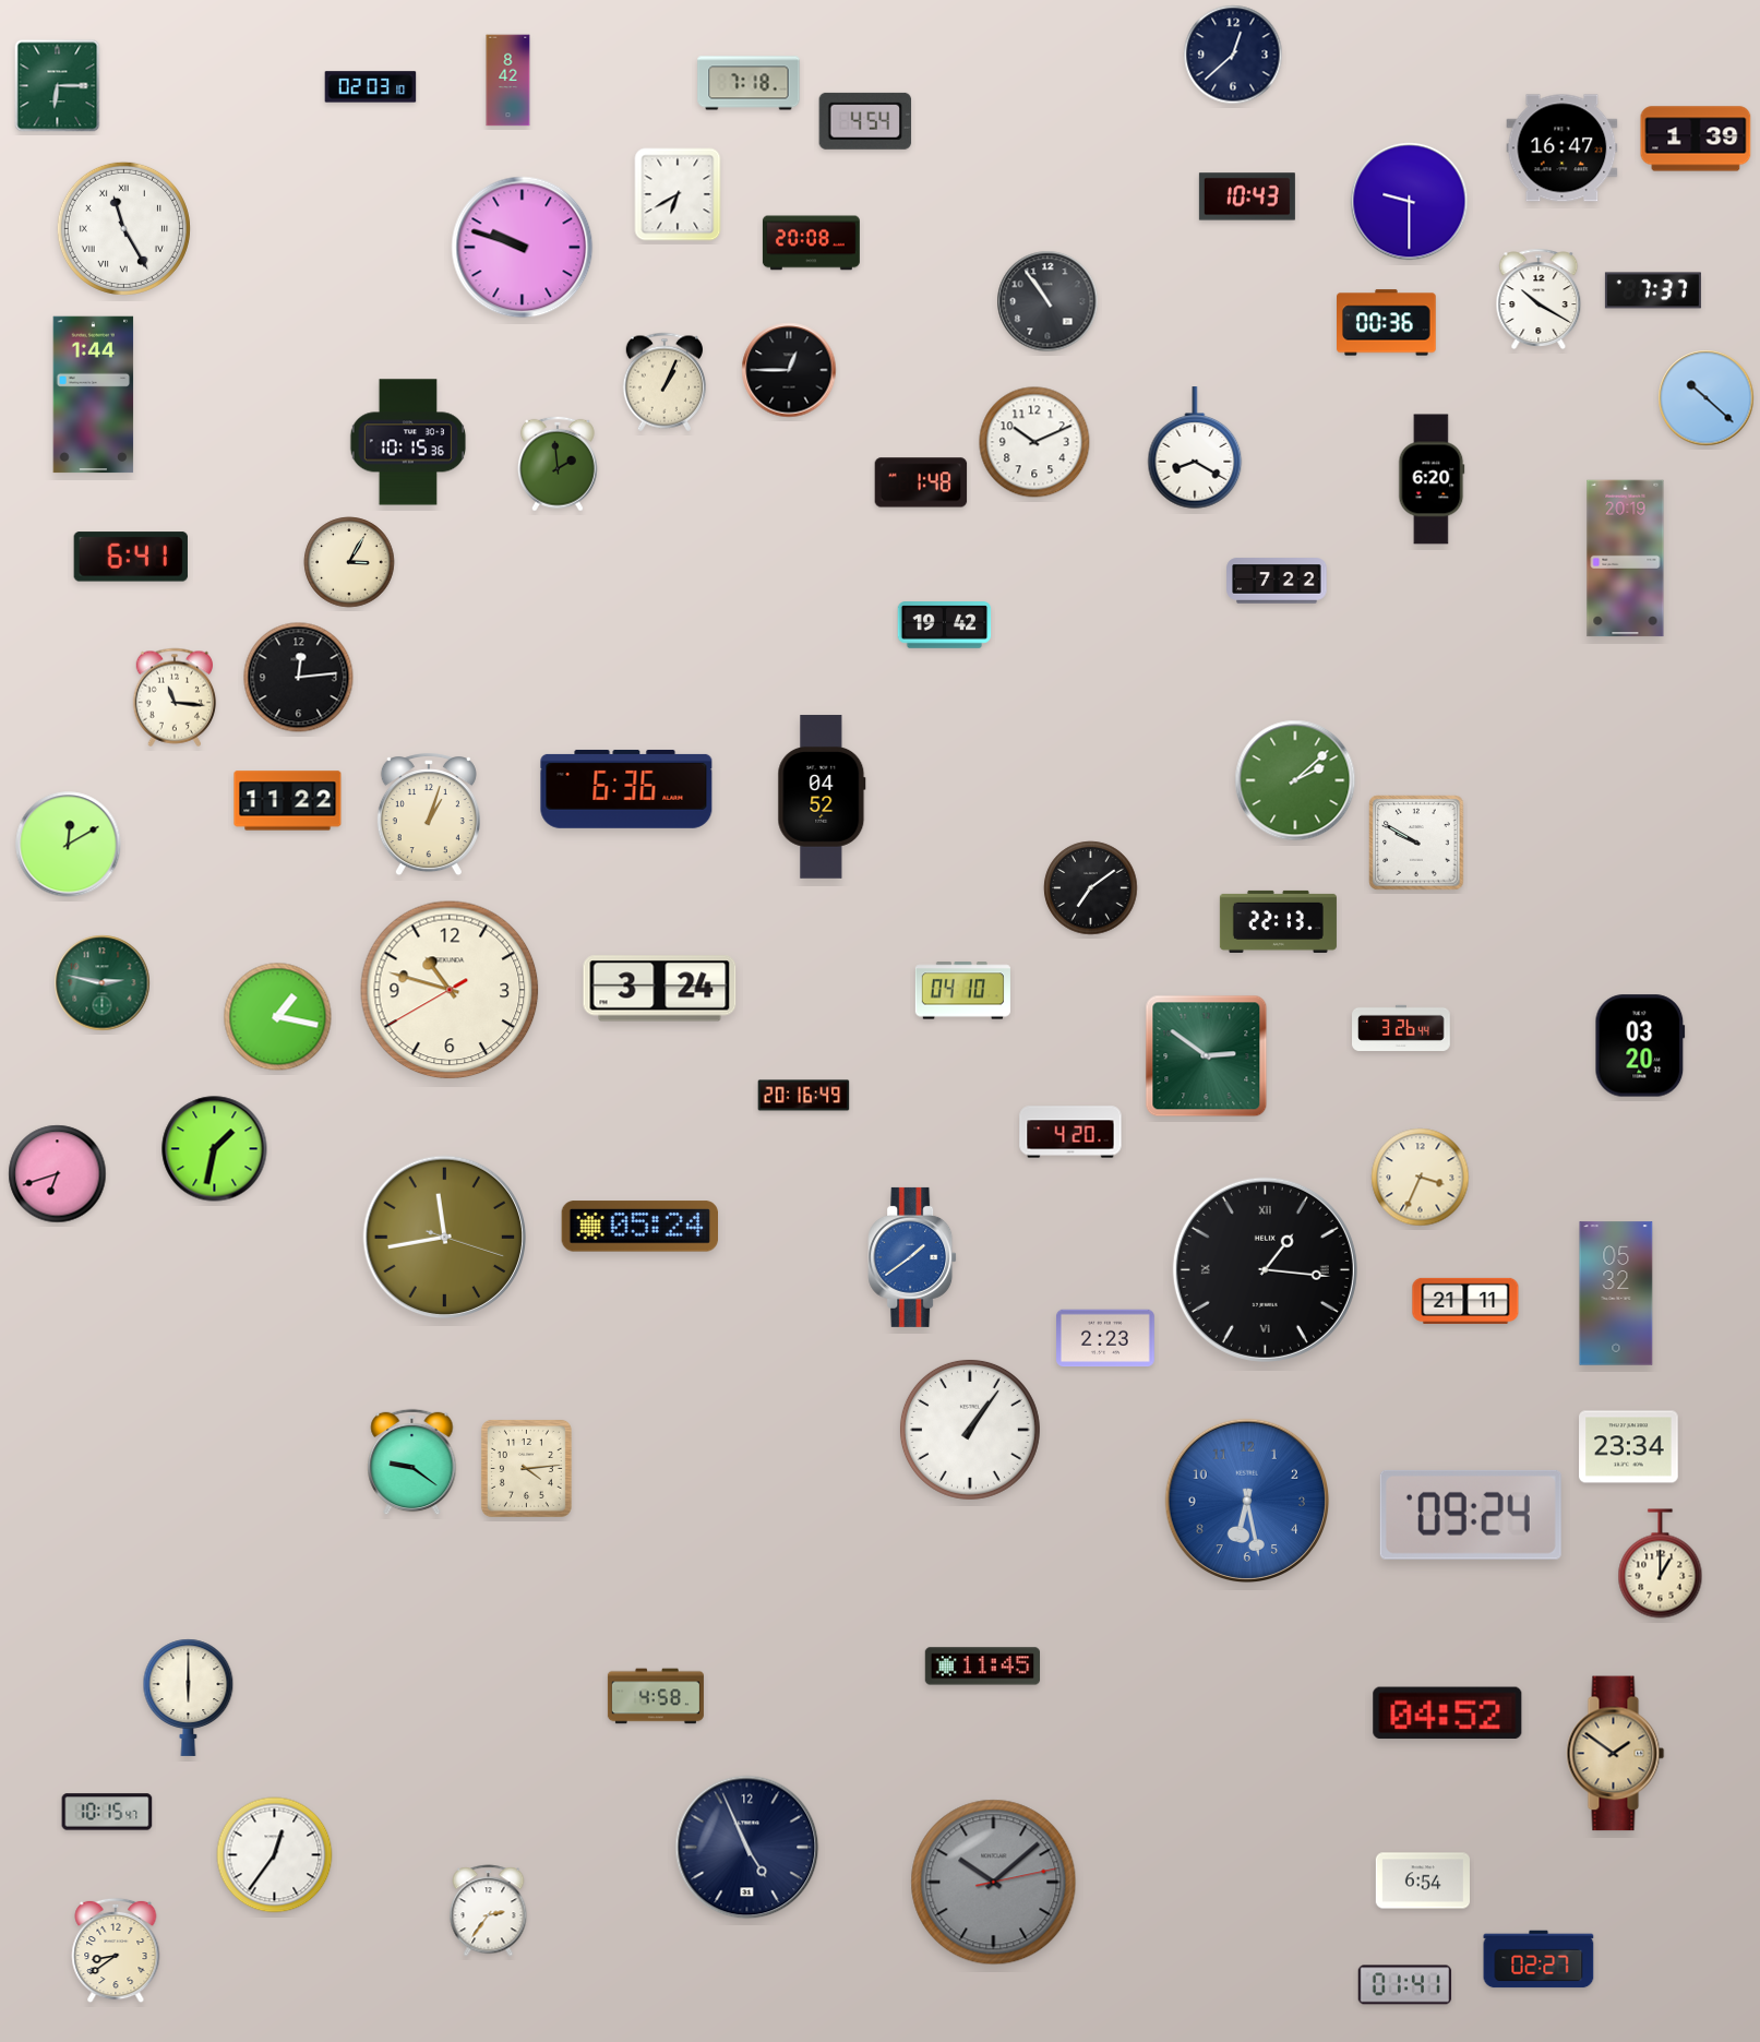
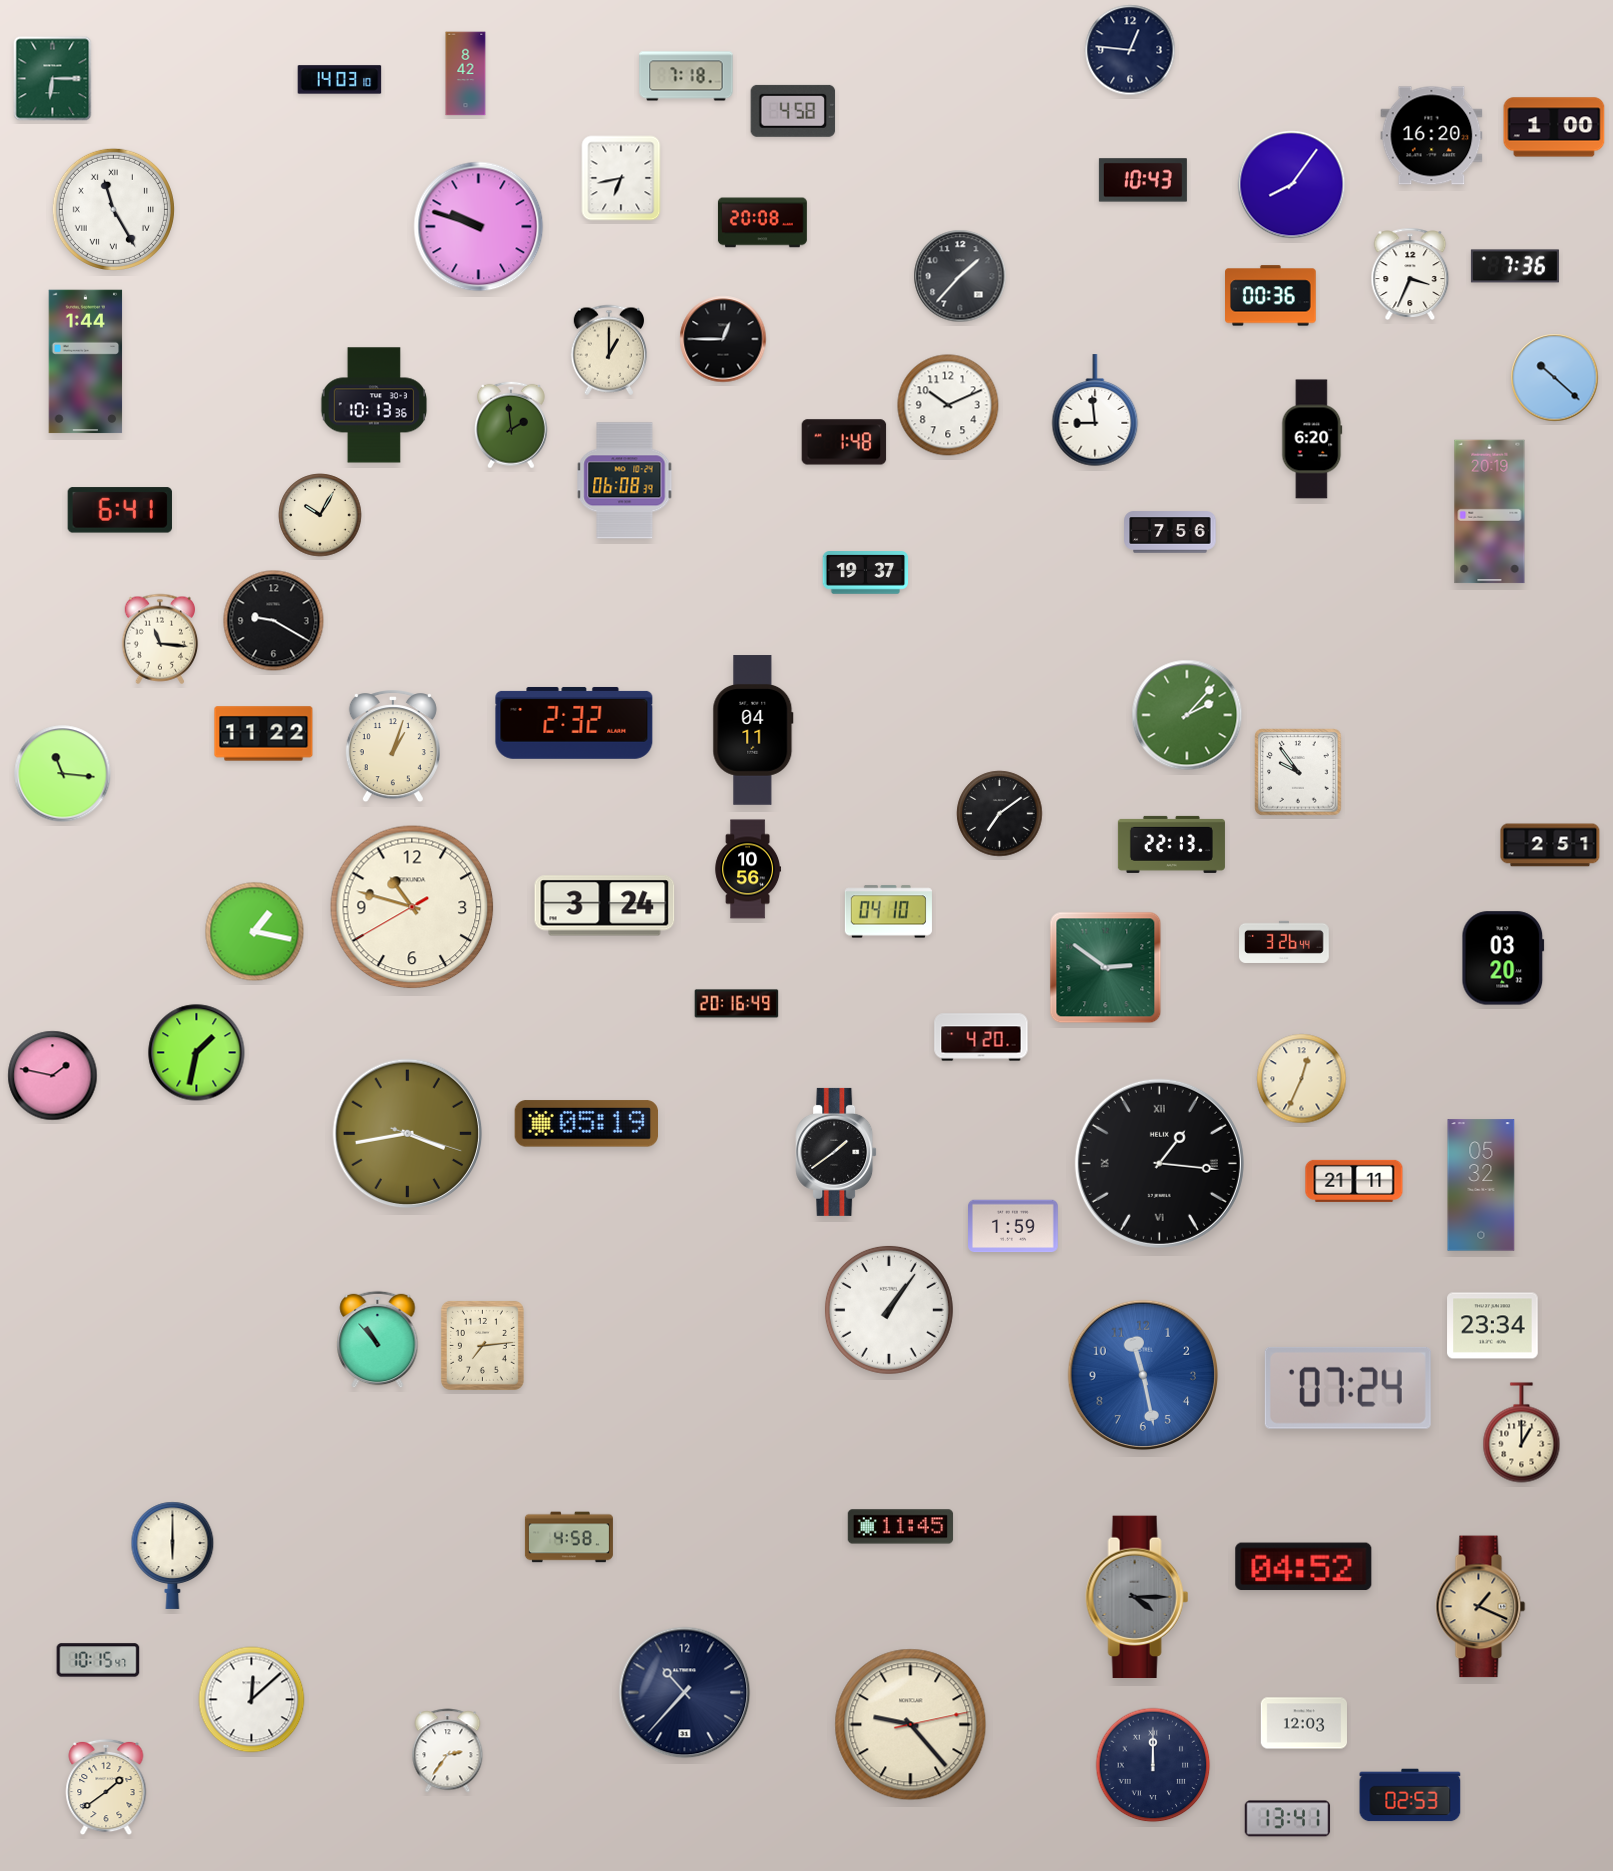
clock at (1233, 55): 12:38 -> 12:46
clock at (371, 87): 02:03 -> 14:03
clock at (865, 121): 4:54 -> 4:58
clock at (1696, 139): 1:39 -> 1:00
clock at (1563, 148): 16:47 -> 16:20
clock at (678, 194): 6:40 -> 6:43
clock at (1410, 202): 9:30 -> 8:06
clock at (811, 243) position: (811, 243) -> (762, 223)
clock at (1653, 290): 7:37 -> 7:36
clock at (1538, 299): 10:20 -> 3:34
clock at (1047, 301): 10:54 -> 1:37
clock at (665, 382): 1:04 -> 1:00
clock at (1707, 398) position: (1707, 398) -> (1555, 378)
clock at (408, 442): 10:15 -> 10:13
clock at (1195, 449): 8:20 -> 8:59
clock at (625, 481): none -> 06:08
clock at (349, 562): 3:05 -> 10:05
clock at (1277, 581): 7:22 -> 7:56
clock at (945, 625): 19:42 -> 19:37
clock at (299, 678): 12:14 -> 9:20
clock at (1295, 780): 2:08 -> 2:07
clock at (626, 789): 6:36 -> 2:32
clock at (822, 797): 04:52 -> 04:11
clock at (1416, 843): 9:50 -> 9:54
clock at (69, 845): 12:10 -> 11:16
clock at (1550, 845): none -> 2:51
clock at (747, 869): none -> 10:56
clock at (103, 983): 2:47 -> none
clock at (962, 991) position: (962, 991) -> (888, 912)
clock at (58, 1174): 6:42 -> 1:47
clock at (1421, 1178): 3:34 -> 12:34
clock at (639, 1227): 05:24 -> 05:19
clock at (445, 1238): 11:43 -> 3:43
clock at (912, 1257) dial: blue -> black
clock at (1465, 1301) position: (1465, 1301) -> (1354, 1181)
clock at (1106, 1338): 2:23 -> 1:59
clock at (412, 1462): 9:21 -> 10:53
clock at (526, 1468): 4:14 -> 7:14
clock at (1247, 1501): 6:28 -> 11:28
clock at (1471, 1515): 09:24 -> 07:24
clock at (656, 1696) position: (656, 1696) -> (569, 1537)
clock at (1448, 1713) position: (1448, 1713) -> (1304, 1567)
clock at (1137, 1597): none -> 4:15
clock at (1616, 1754): 1:51 -> 1:19
clock at (747, 1848): 4:56 -> 10:37
clock at (275, 1855): 12:36 -> 12:08
clock at (1422, 1880): 6:54 -> 12:03
clock at (994, 1883): 10:08 -> 9:23
clock at (994, 1883) dial: grey -> cream
clock at (1153, 1765): none -> 12:00
clock at (116, 1950): 8:39 -> 1:39
clock at (1538, 1959): 02:27 -> 02:53
clock at (1405, 1985): 01:41 -> 13:41
